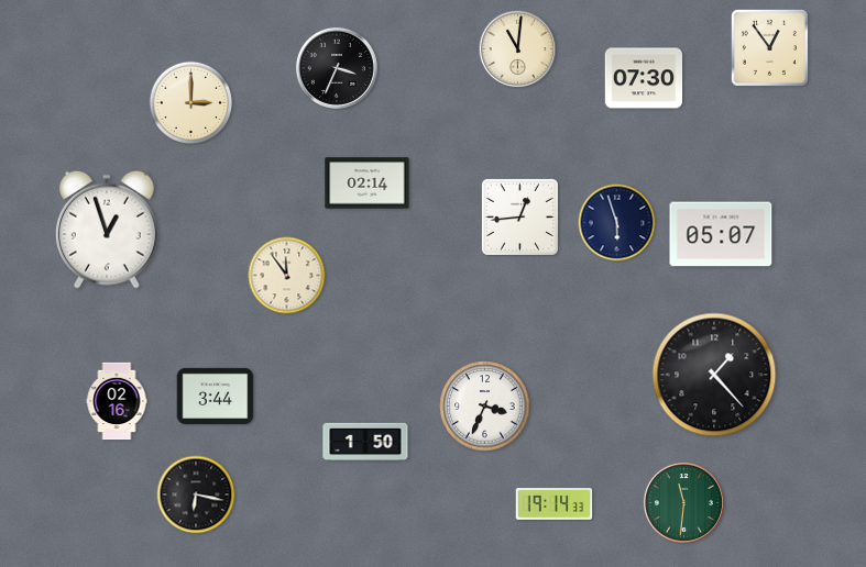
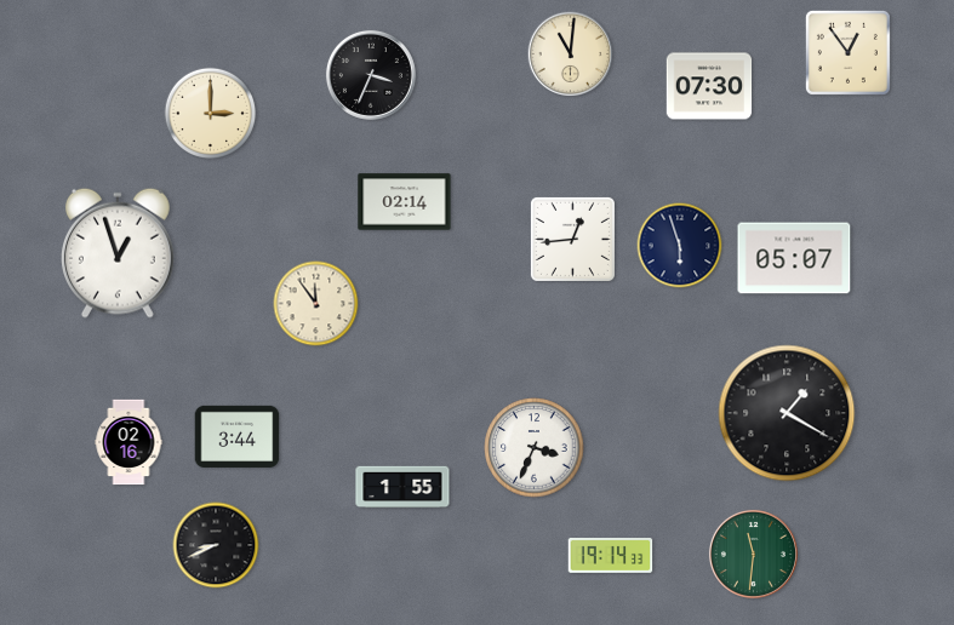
clock at (714, 375): 1:23 -> 1:20
clock at (365, 442): 1:50 -> 1:55
clock at (196, 494): 6:17 -> 8:41
